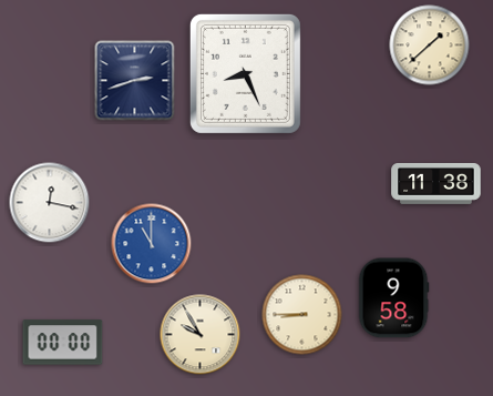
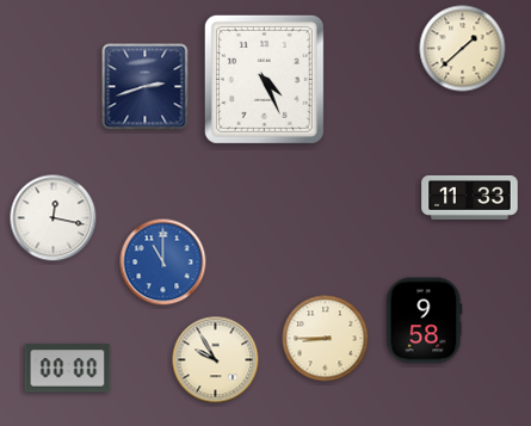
clock at (245, 73): 8:26 -> 4:26
clock at (436, 183): 11:38 -> 11:33
